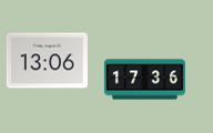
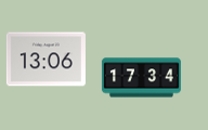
clock at (144, 80): 17:36 -> 17:34
